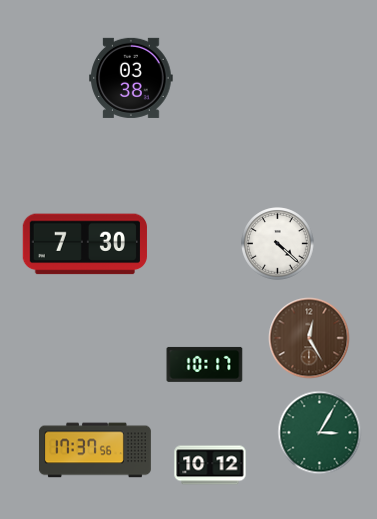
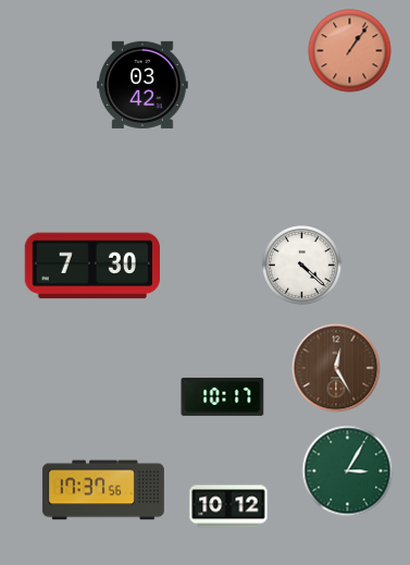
clock at (350, 51): none -> 1:06
clock at (131, 78): 03:38 -> 03:42
